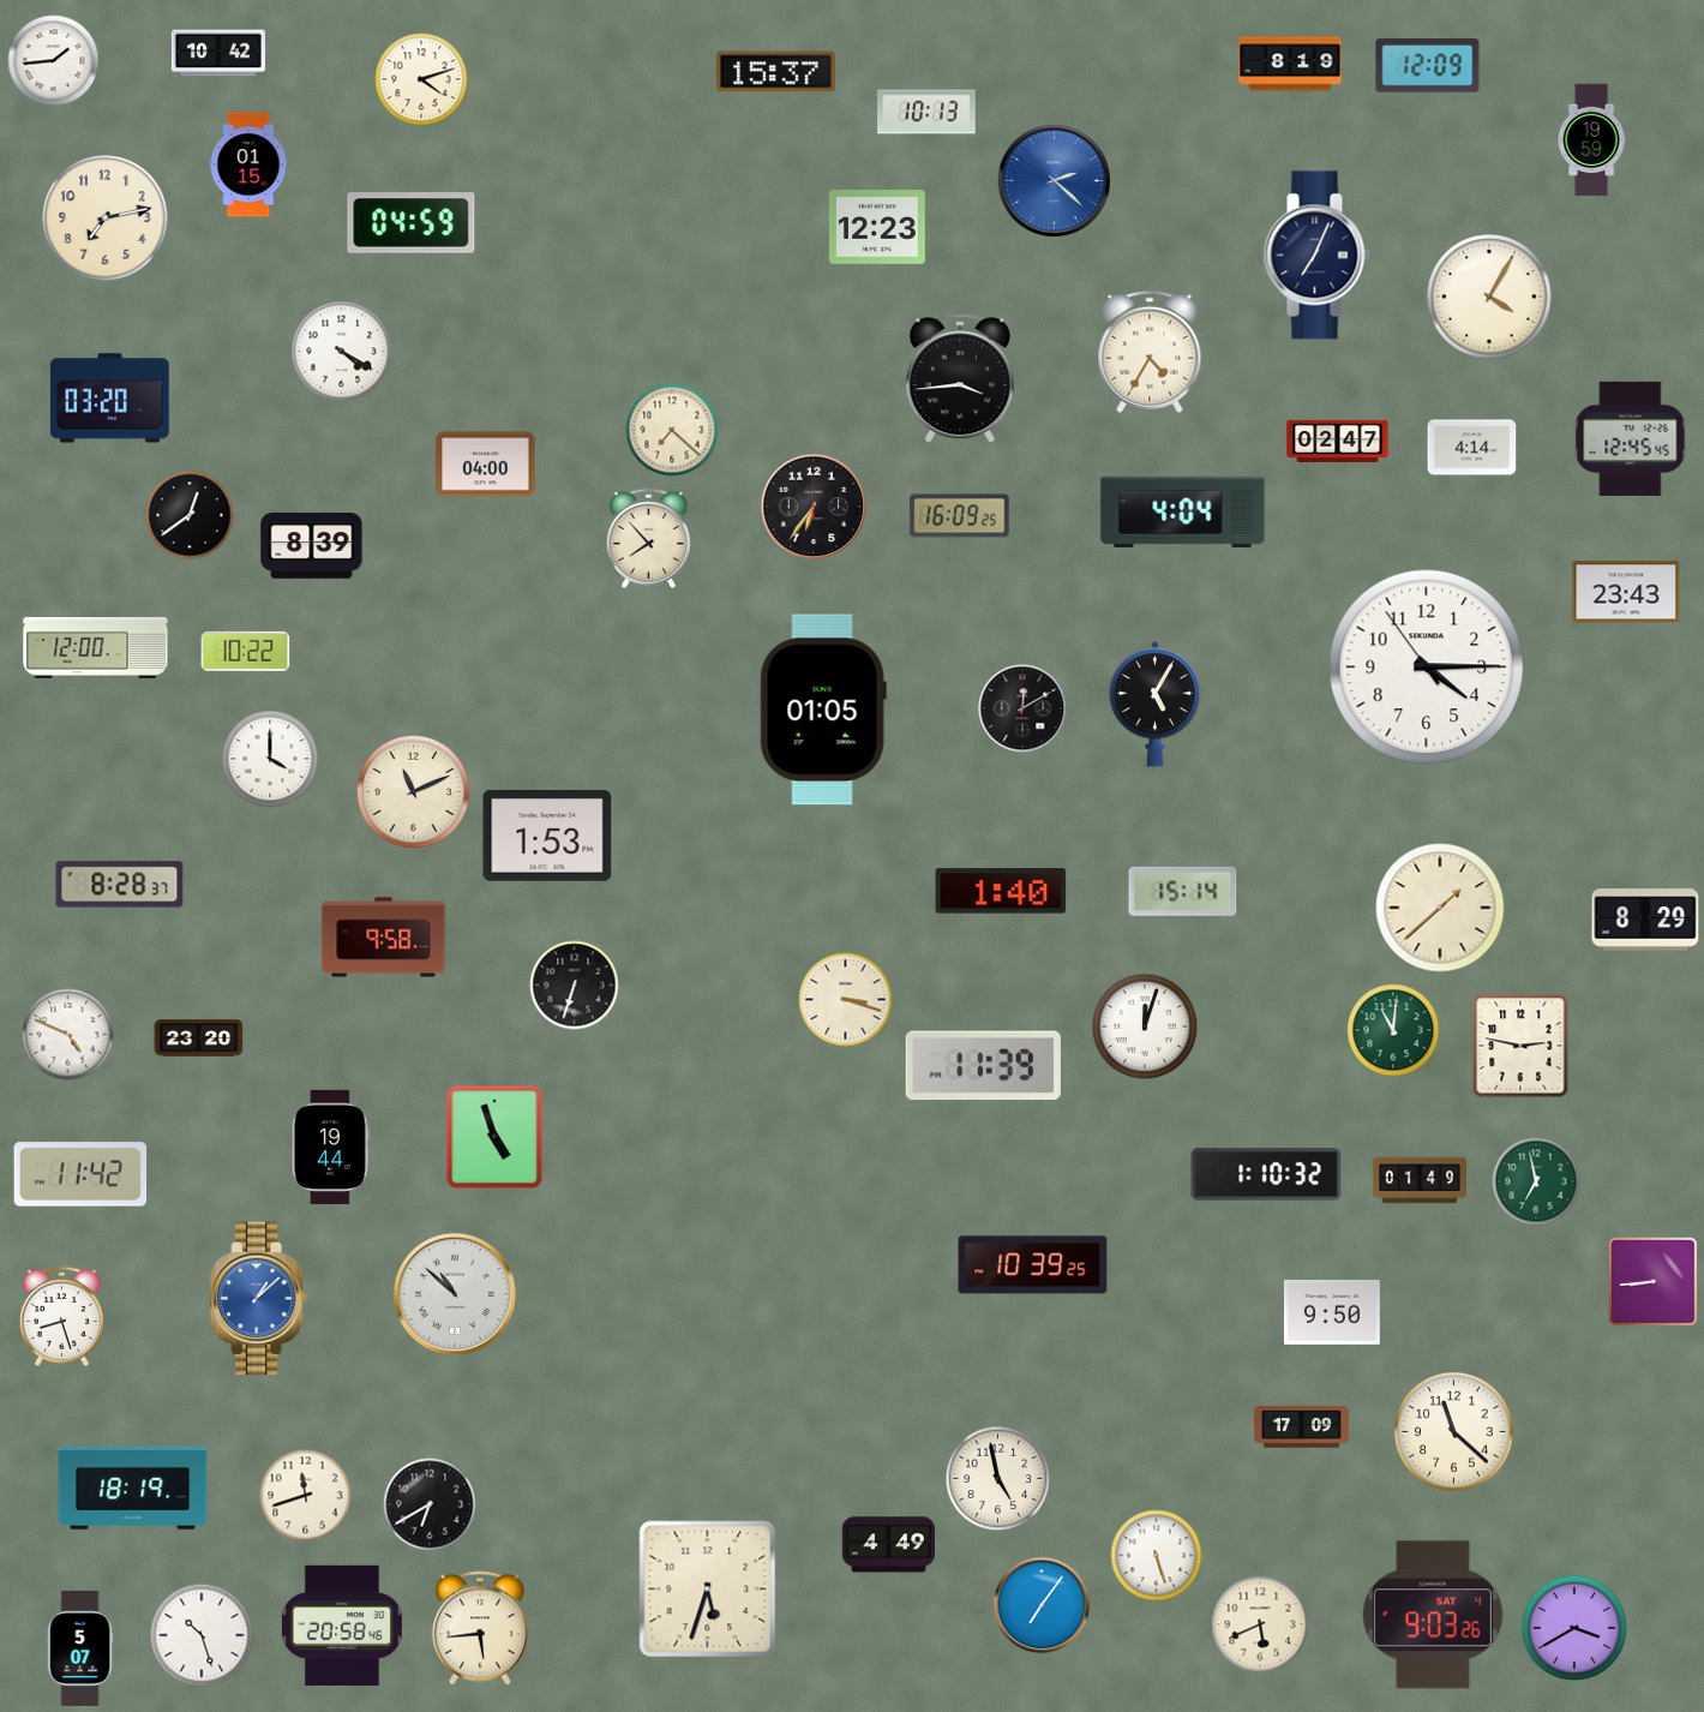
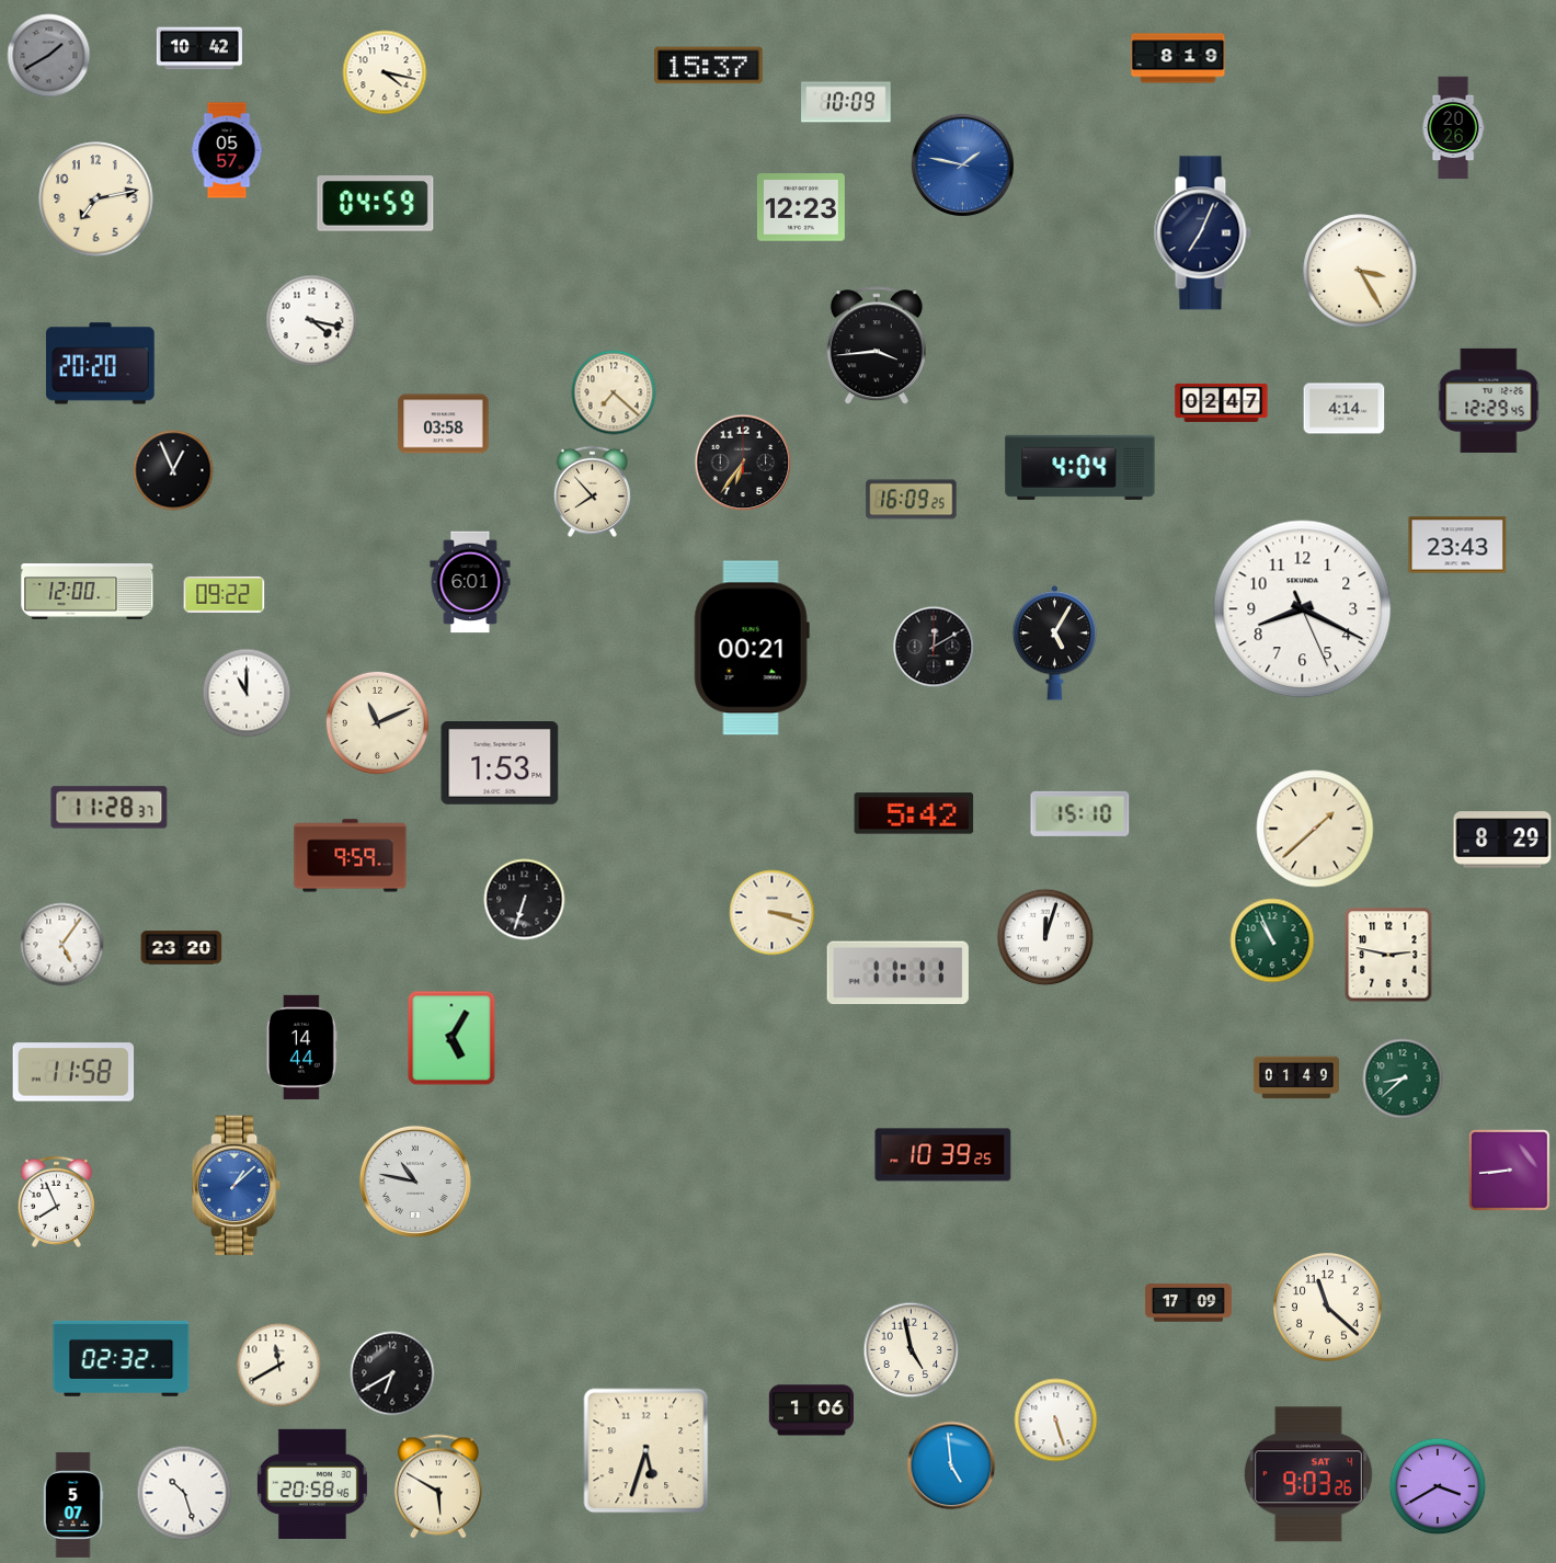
clock at (54, 61): 1:44 -> 1:40
clock at (54, 61) dial: white -> grey
clock at (1428, 66): 12:09 -> none
clock at (421, 79): 4:12 -> 4:17
clock at (926, 112): 10:13 -> 10:09
clock at (1591, 140): 19:59 -> 20:26
clock at (248, 164): 01:15 -> 05:57
clock at (1054, 180): 2:22 -> 1:47
clock at (1489, 297): 4:05 -> 3:25
clock at (342, 352): 4:20 -> 4:17
clock at (1150, 352): 4:35 -> none
clock at (110, 399): 03:20 -> 20:20
clock at (1631, 438): 12:45 -> 12:29
clock at (486, 465): 04:00 -> 03:58
clock at (190, 515): 12:39 -> 12:56
clock at (960, 516) position: (960, 516) -> (912, 500)
clock at (312, 546): 8:39 -> none
clock at (1626, 592) position: (1626, 592) -> (1457, 545)
clock at (470, 582): none -> 6:01
clock at (246, 651): 10:22 -> 09:22
clock at (1427, 668): 4:14 -> 8:19
clock at (823, 710): 01:05 -> 00:21
clock at (270, 759): 4:00 -> 11:00
clock at (120, 885): 8:28 -> 11:28
clock at (1001, 891): 1:40 -> 5:42
clock at (1183, 891): 15:14 -> 15:10
clock at (384, 938): 9:58 -> 9:59
clock at (1393, 1030): 11:01 -> 10:56
clock at (68, 1035): 4:49 -> 5:06
clock at (983, 1066): 11:39 -> 11:11
clock at (494, 1137): 4:57 -> 5:05
clock at (330, 1147): 19:44 -> 14:44
clock at (80, 1174): 11:42 -> 11:58
clock at (1266, 1174): 1:10 -> none
clock at (1536, 1181): 6:58 -> 8:38
clock at (455, 1294): 10:52 -> 10:47
clock at (1332, 1312): 9:50 -> none
clock at (61, 1316): 8:27 -> 7:56
clock at (133, 1487): 18:19 -> 02:32
clock at (306, 1496): 11:42 -> 11:40
clock at (888, 1545): 4:49 -> 1:06
clock at (1042, 1605): 7:06 -> 4:59
clock at (1260, 1624): 5:41 -> none
clock at (480, 1628): 5:44 -> 5:50
